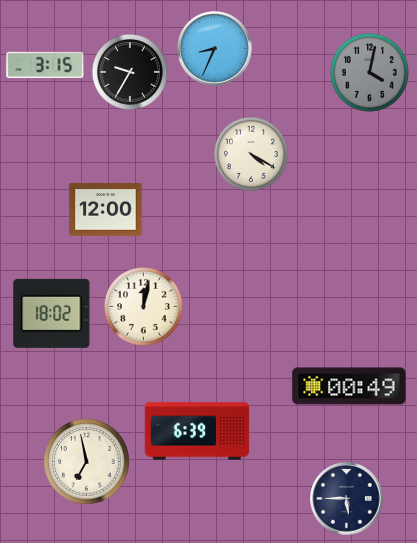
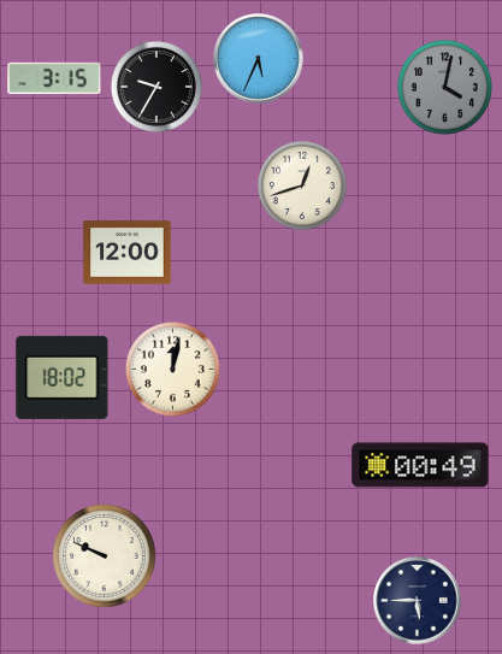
clock at (215, 49): 8:34 -> 5:34
clock at (251, 154): 4:20 -> 12:42
clock at (197, 431): 6:39 -> none
clock at (87, 462): 6:58 -> 9:49
